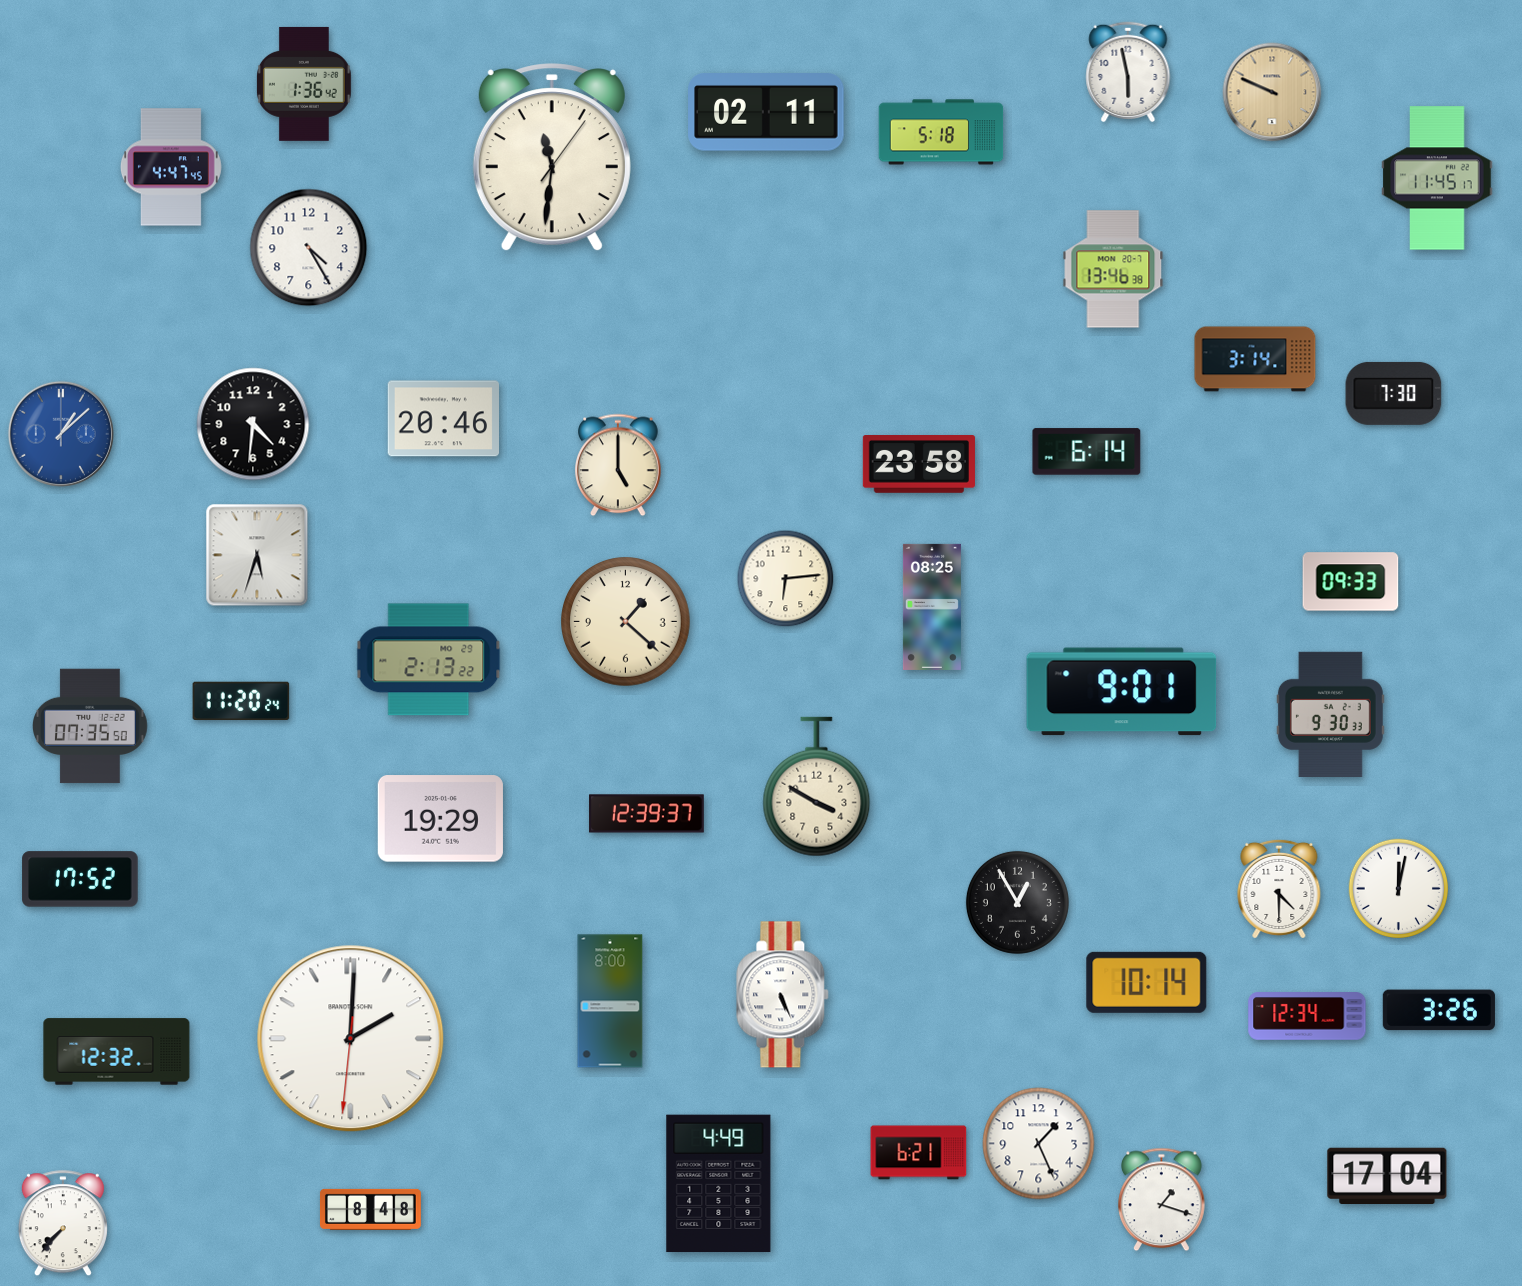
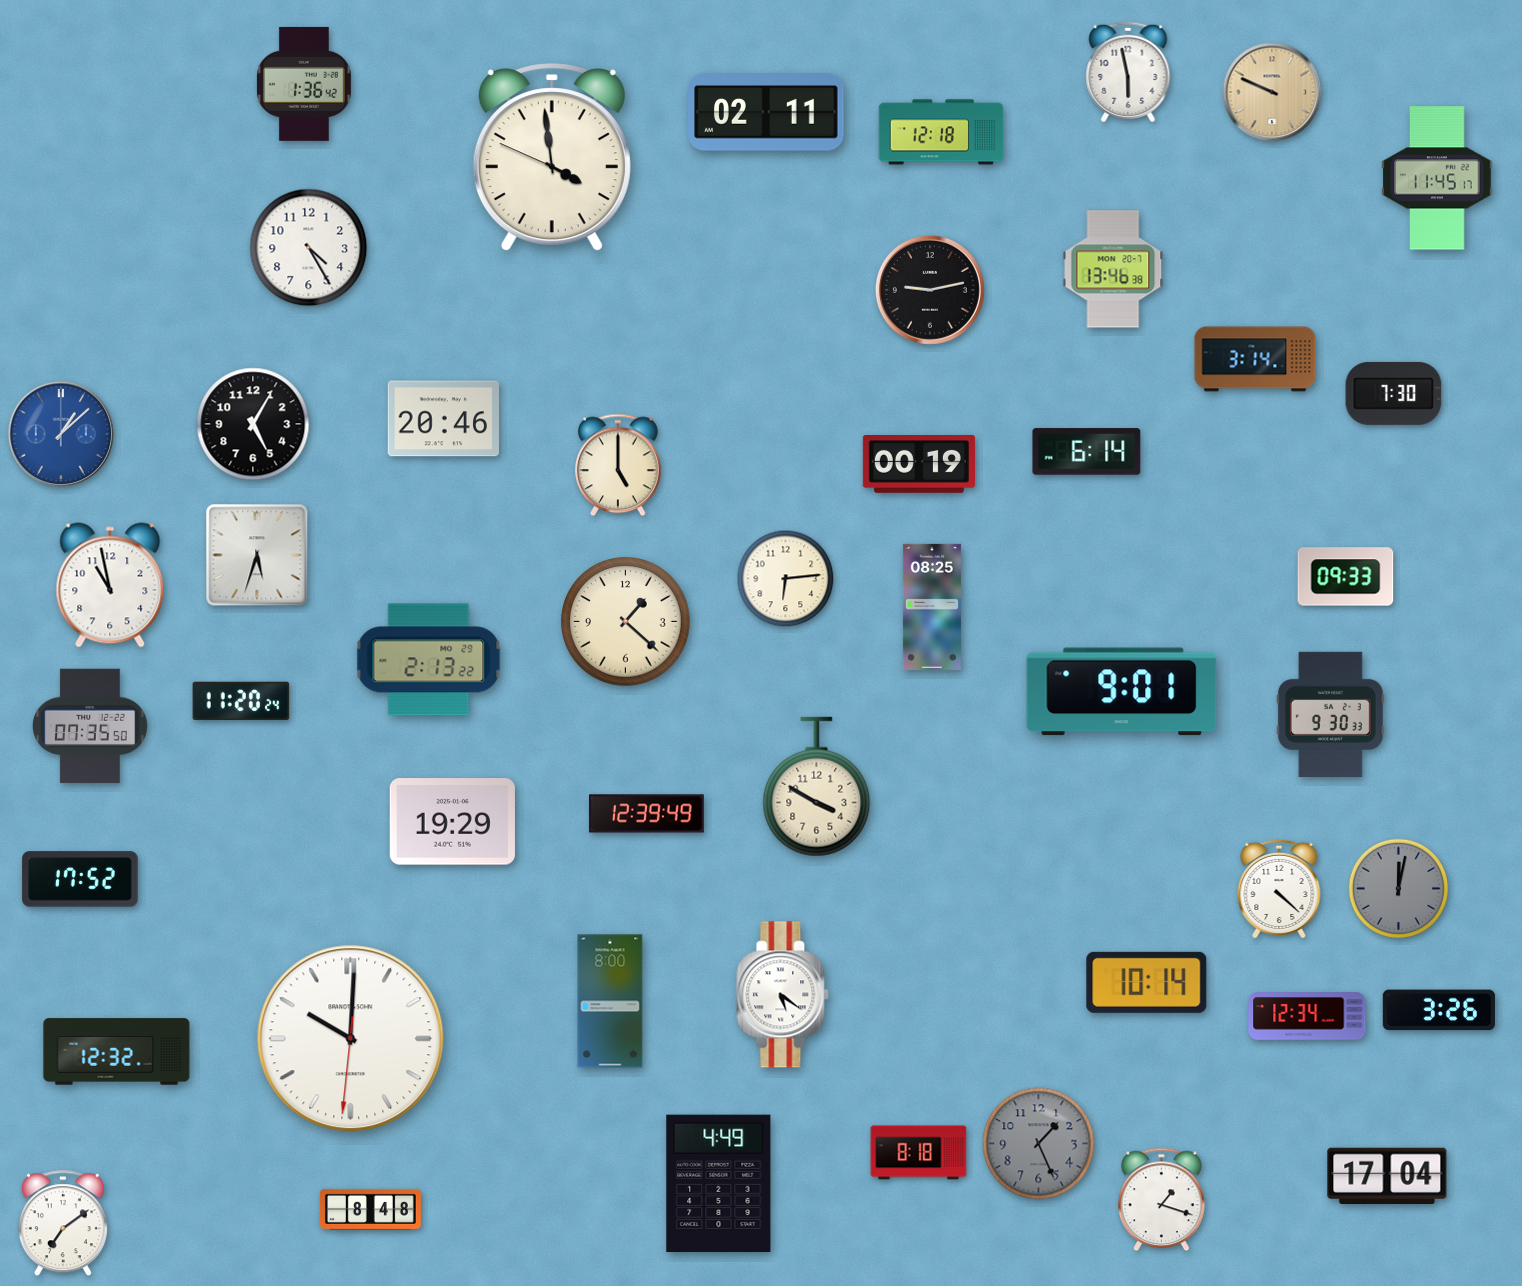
clock at (941, 132): 5:18 -> 12:18
clock at (552, 158): 11:31 -> 3:58
clock at (171, 167): 4:47 -> none
clock at (930, 290): none -> 9:13
clock at (253, 424): 4:31 -> 5:05
clock at (919, 465): 23:58 -> 00:19
clock at (1351, 582) position: (1351, 582) -> (1346, 577)
clock at (110, 585): none -> 10:58
clock at (647, 814): 12:39:37 -> 12:39:49
clock at (440, 819) position: (440, 819) -> (452, 822)
clock at (1279, 889): 4:30 -> 4:22
clock at (1399, 889) dial: white -> grey
clock at (1017, 902): 12:55 -> none
clock at (783, 995): 5:26 -> 5:21
clock at (351, 1039): 2:00 -> 10:00
clock at (1039, 1144) dial: white -> grey
clock at (919, 1153): 6:21 -> 8:18
clock at (63, 1224): 7:37 -> 7:09
